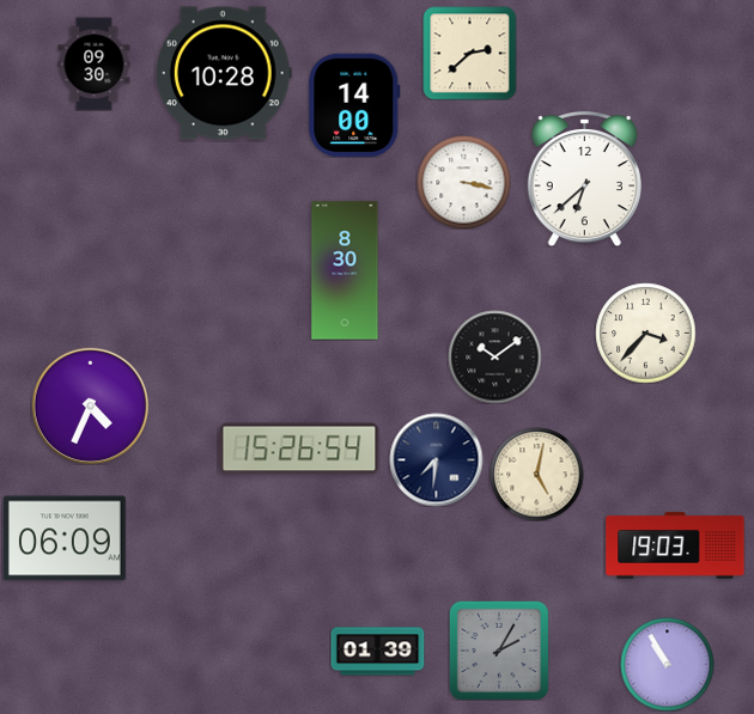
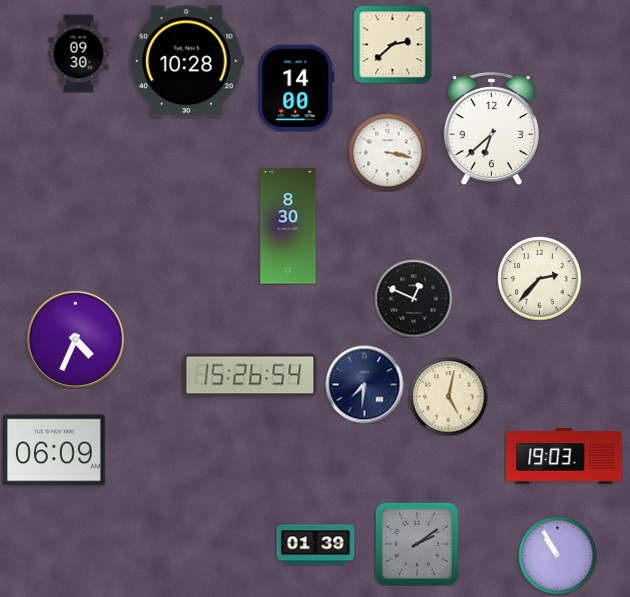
clock at (584, 178) position: (584, 178) -> (491, 128)
clock at (645, 332): 3:37 -> 2:37
clock at (494, 356): 10:09 -> 12:49
clock at (499, 651): 2:05 -> 2:09
